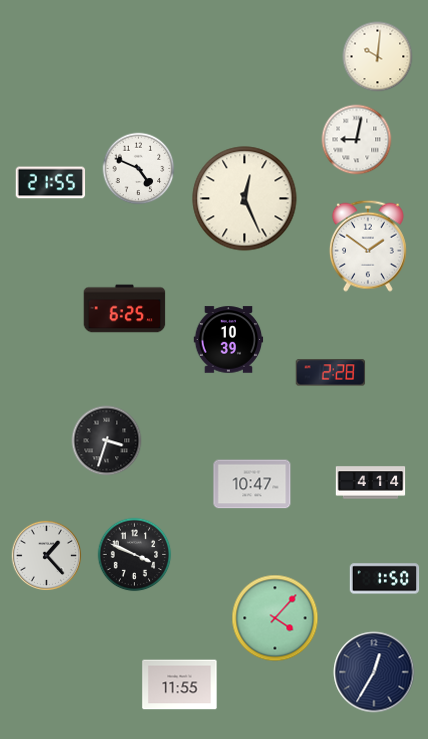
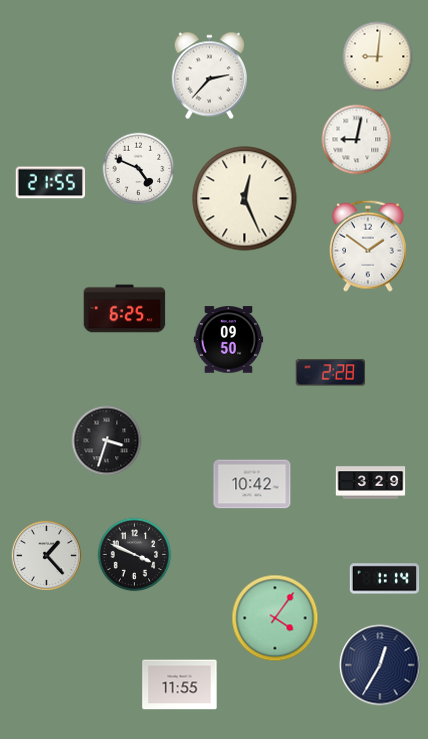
clock at (378, 57): 10:01 -> 9:01
clock at (210, 76): none -> 2:37
clock at (229, 340): 10:39 -> 09:50
clock at (371, 483): 4:14 -> 3:29
clock at (252, 484): 10:47 -> 10:42
clock at (385, 579): 1:50 -> 1:14
clock at (275, 618): 4:07 -> 4:06
clock at (374, 672) position: (374, 672) -> (380, 665)
